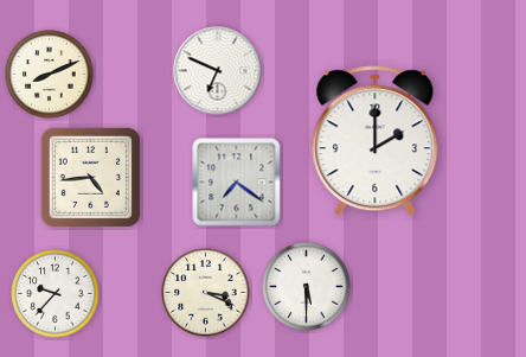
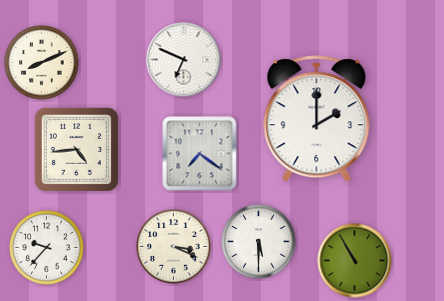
clock at (355, 261): none -> 10:55
